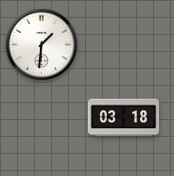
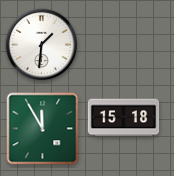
clock at (124, 118): 03:18 -> 15:18
clock at (43, 129): none -> 11:55
